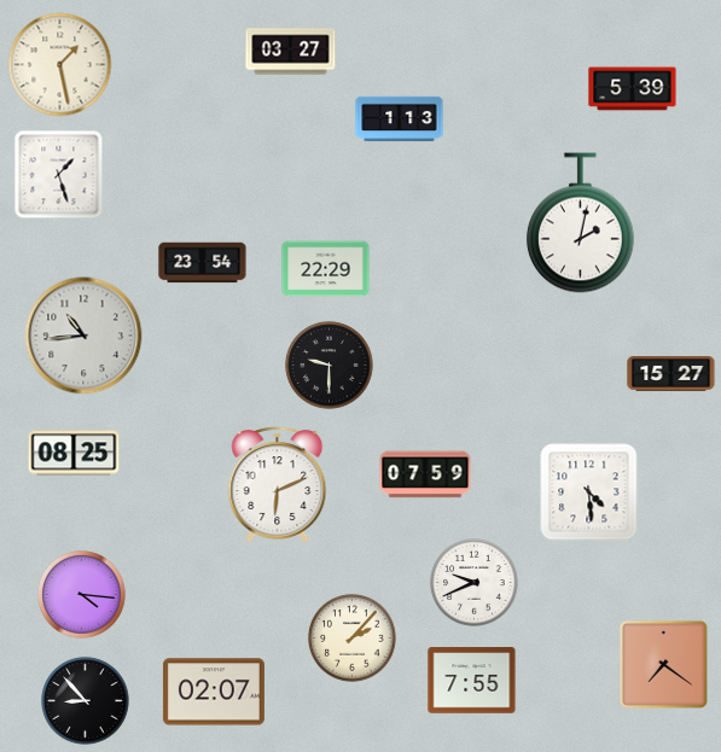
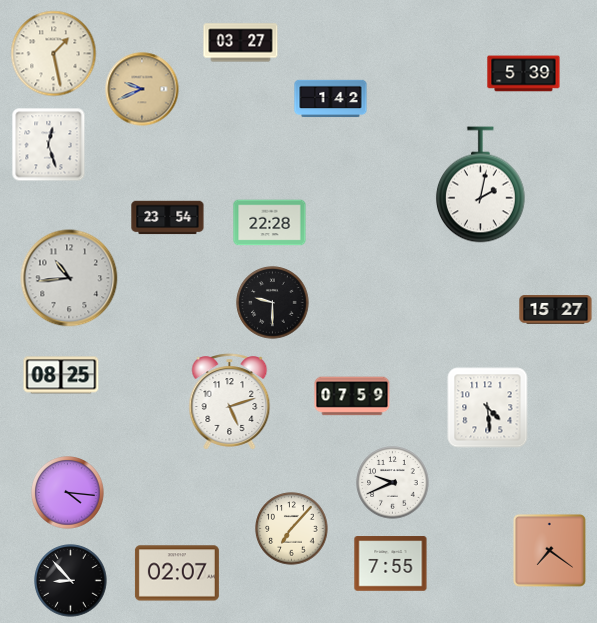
clock at (60, 65) position: (60, 65) -> (54, 54)
clock at (142, 89): none -> 9:41
clock at (400, 119): 1:13 -> 1:42
clock at (59, 175): 1:27 -> 12:27
clock at (326, 269): 22:29 -> 22:28
clock at (425, 474) position: (425, 474) -> (352, 396)
clock at (278, 485): 6:11 -> 5:12
clock at (353, 639): 2:07 -> 7:07
